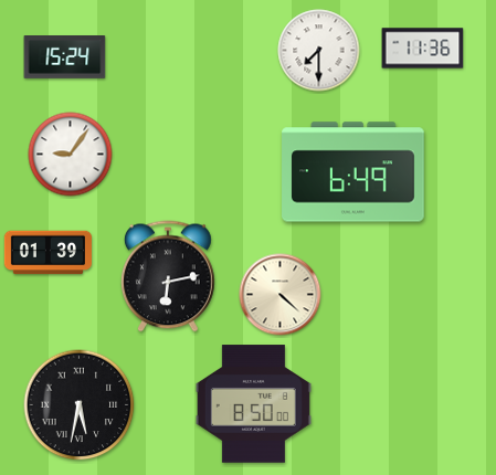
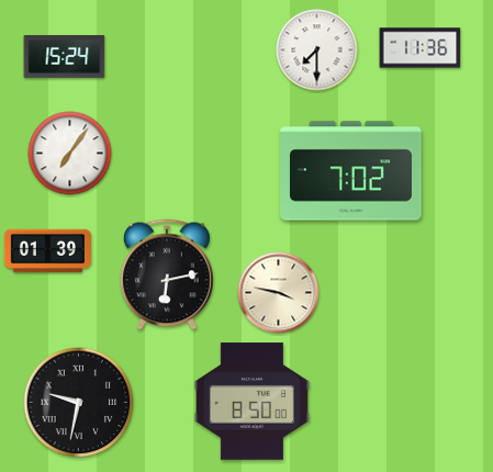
clock at (71, 155): 9:06 -> 7:06
clock at (353, 172): 6:49 -> 7:02
clock at (281, 295): 4:22 -> 3:47
clock at (80, 405): 5:32 -> 9:32
